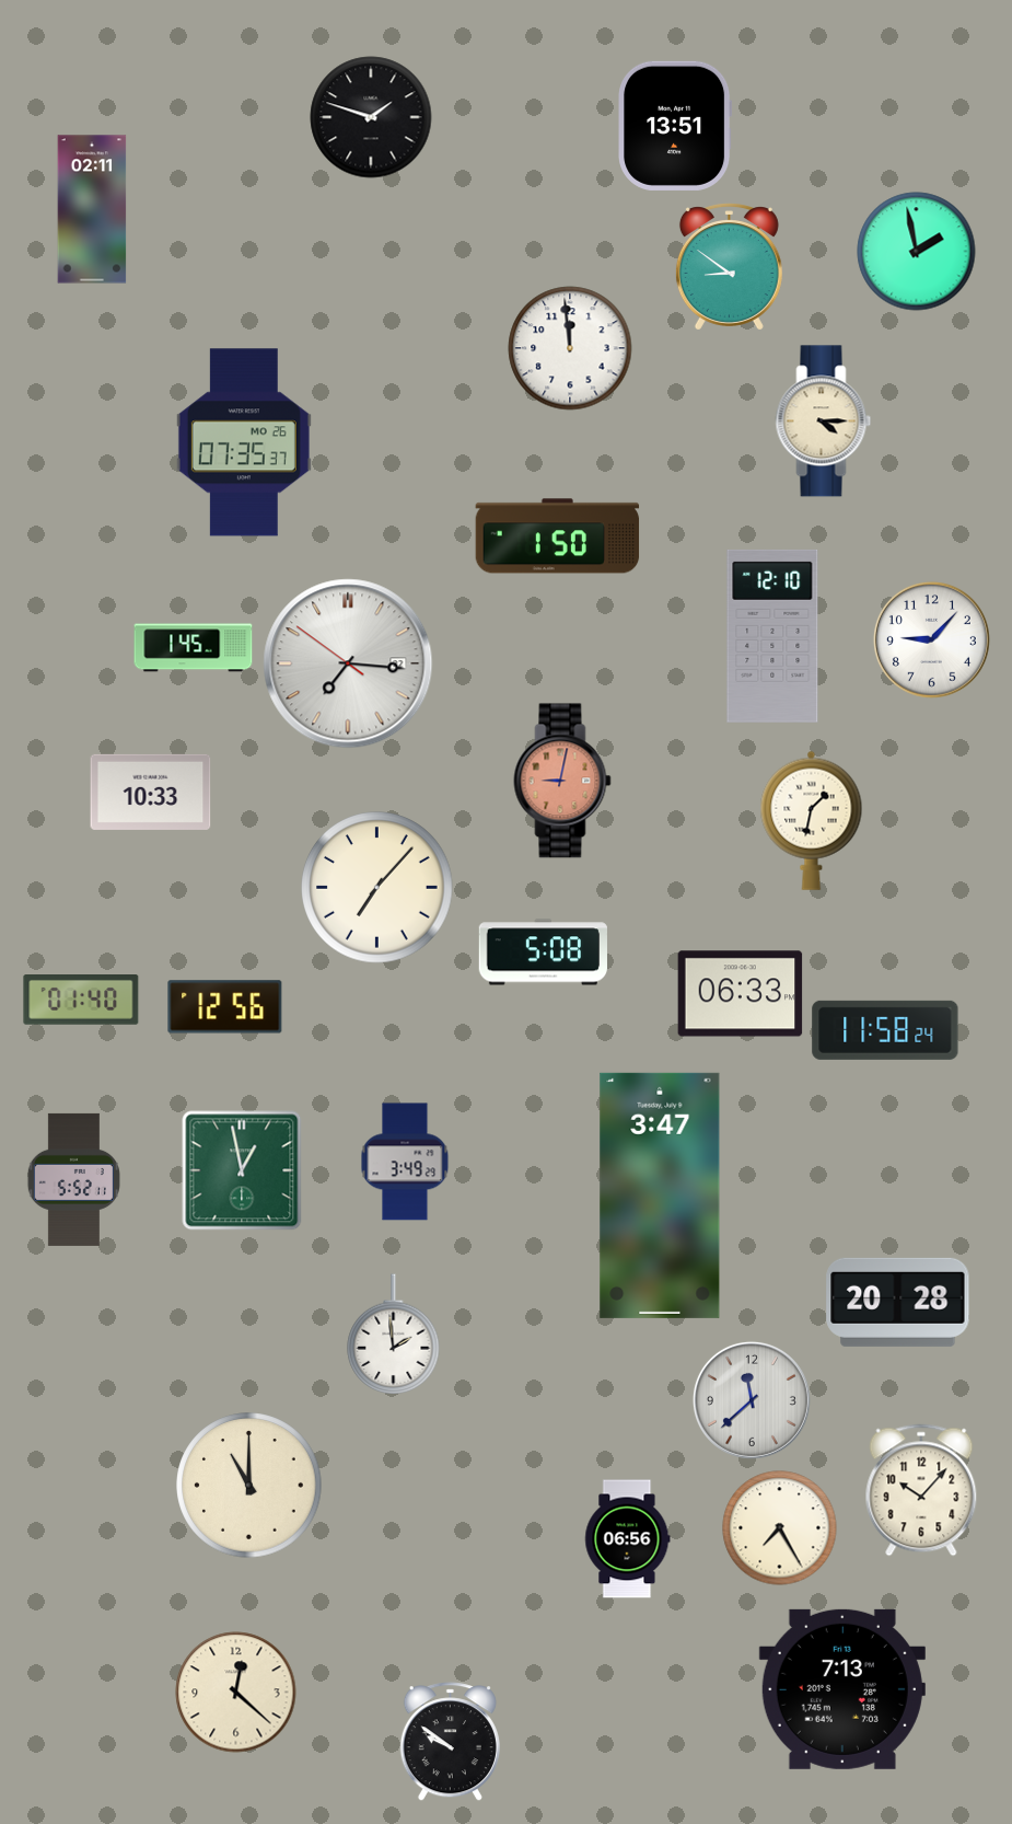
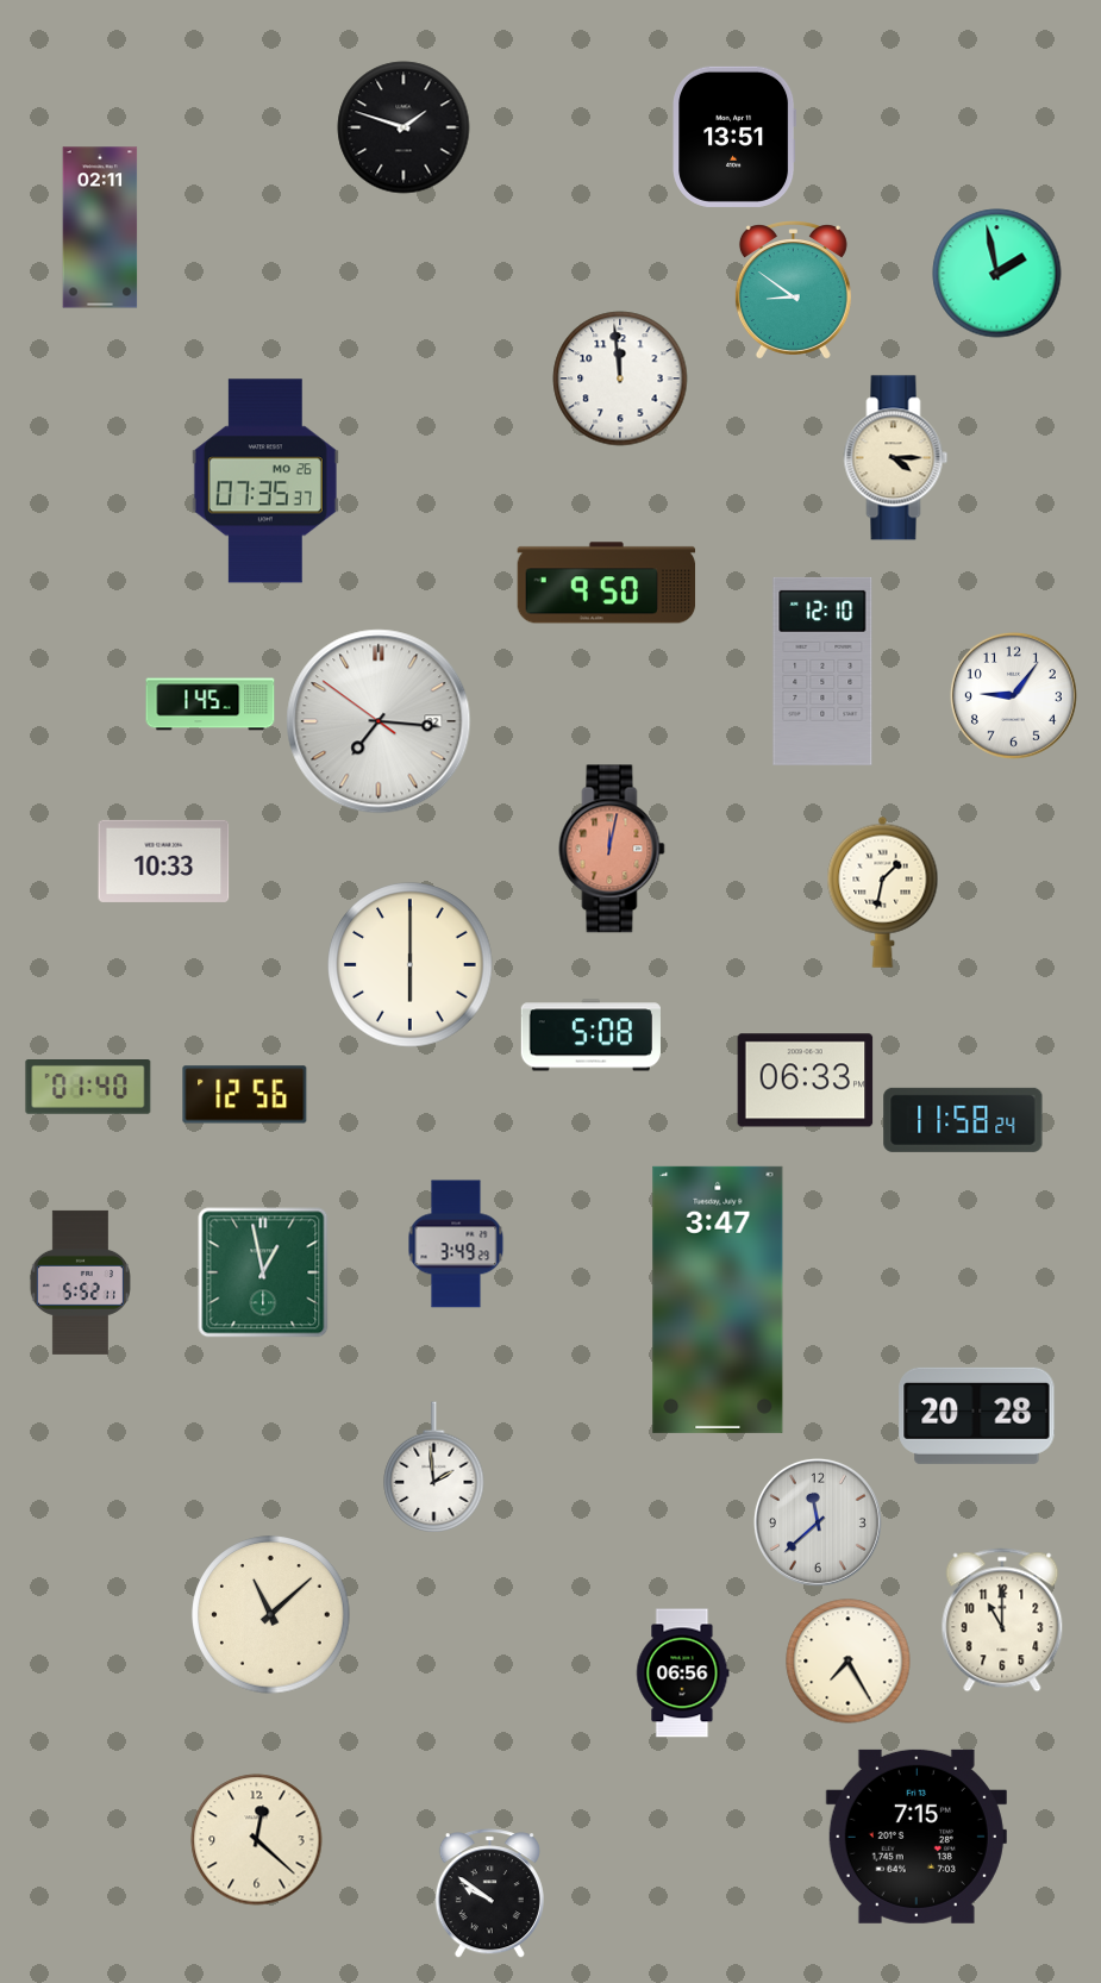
clock at (558, 536): 1:50 -> 9:50
clock at (772, 636) position: (772, 636) -> (822, 671)
clock at (931, 639): 9:07 -> 9:06
clock at (562, 781): 9:02 -> 12:02
clock at (377, 888): 7:07 -> 6:00
clock at (405, 1162) position: (405, 1162) -> (456, 1244)
clock at (394, 1335) position: (394, 1335) -> (434, 1468)
clock at (249, 1486): 11:00 -> 11:08
clock at (921, 1490): 10:07 -> 11:00
clock at (842, 1689): 7:13 -> 7:15
